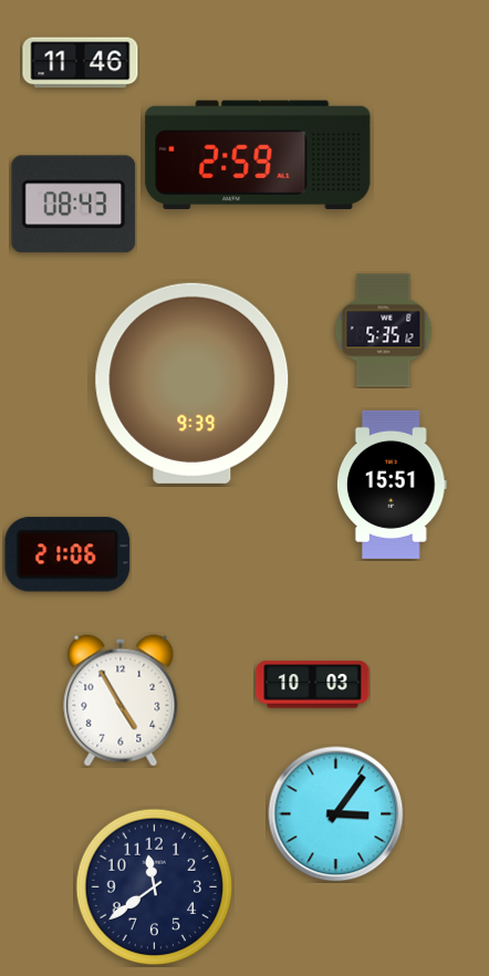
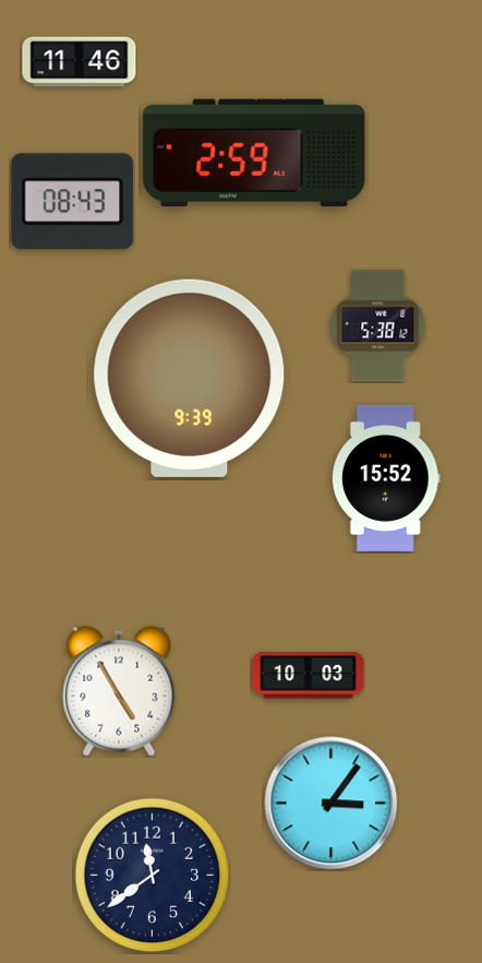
clock at (384, 331): 5:35 -> 5:38
clock at (393, 485): 15:51 -> 15:52
clock at (67, 554): 21:06 -> none
